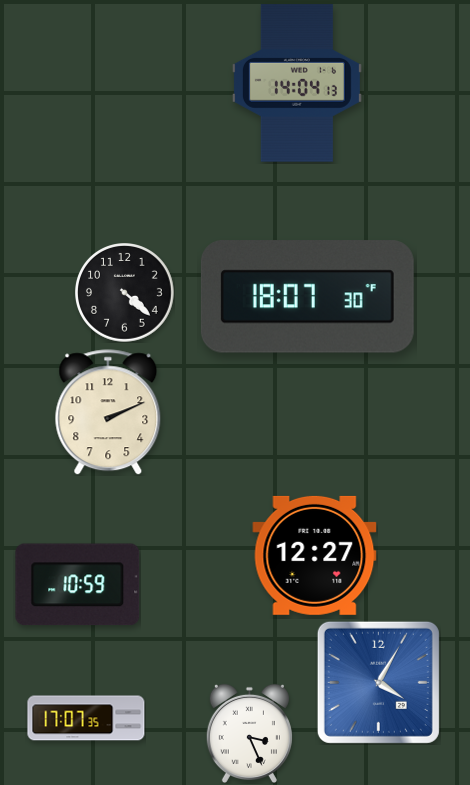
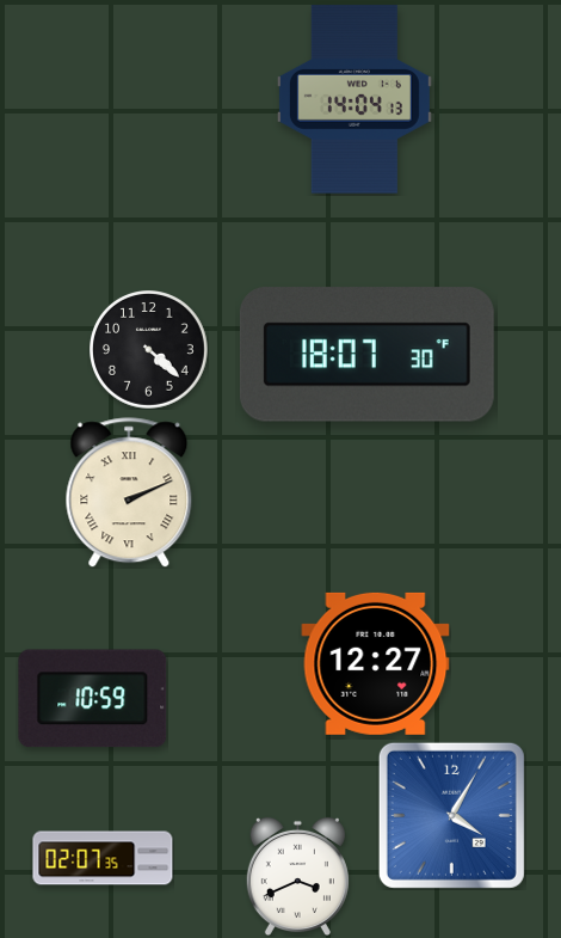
clock at (108, 412) numerals: Arabic -> Roman
clock at (86, 718): 17:07 -> 02:07
clock at (249, 733): 3:26 -> 3:41
